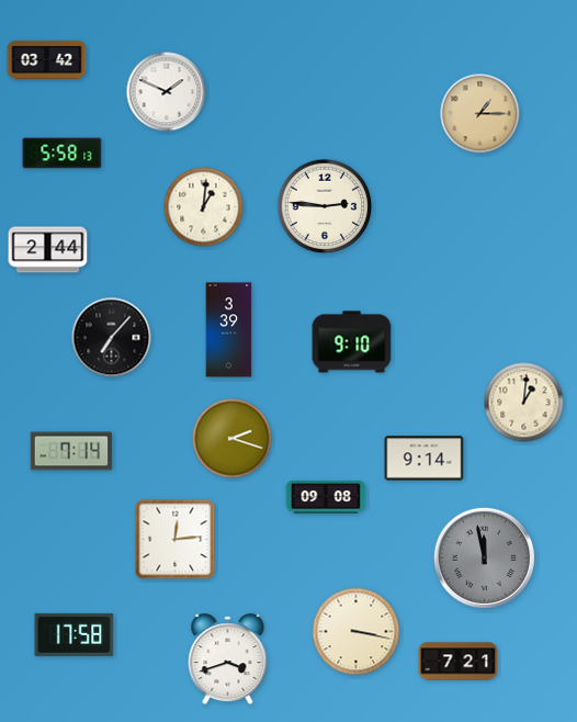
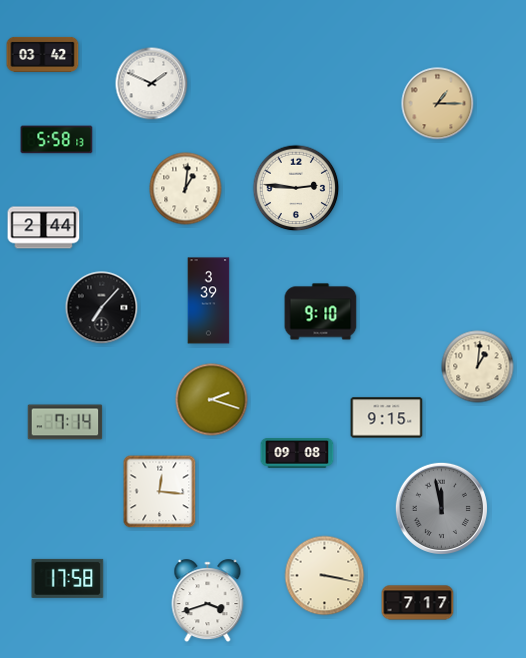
clock at (71, 451) position: (71, 451) -> (65, 422)
clock at (425, 459): 9:14 -> 9:15
clock at (176, 540): 12:14 -> 12:16
clock at (459, 662): 7:21 -> 7:17
